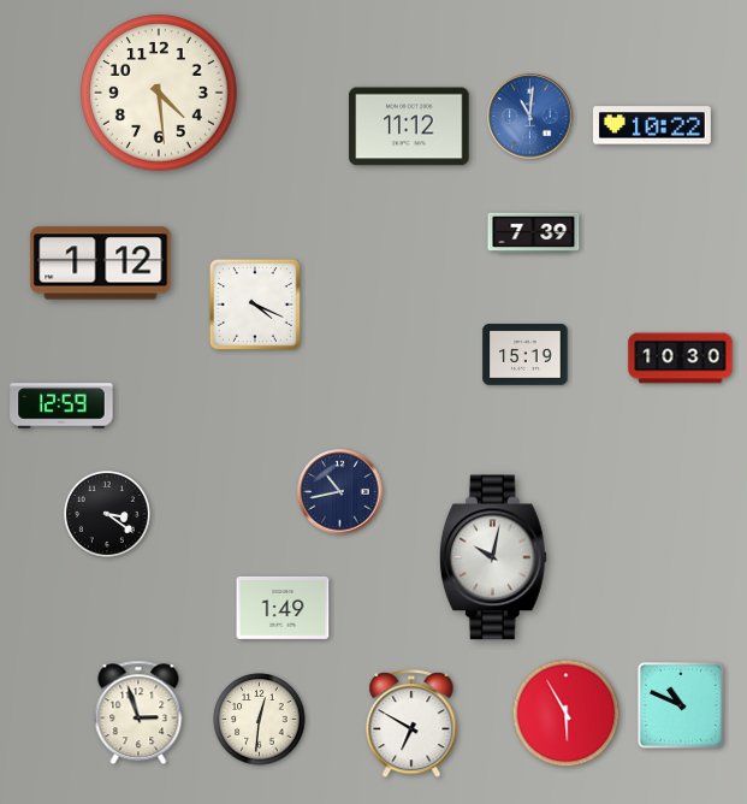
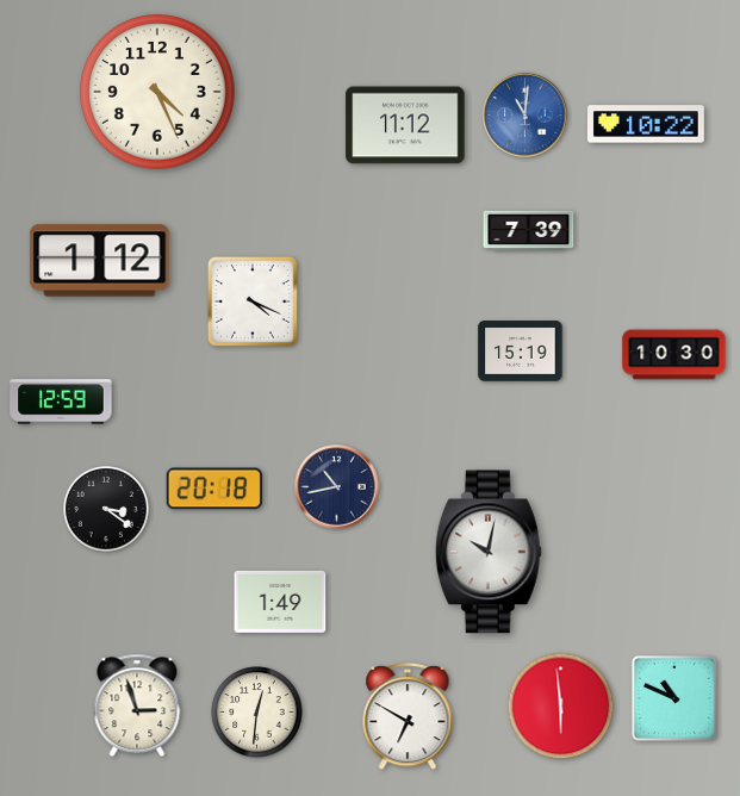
clock at (159, 93): 4:29 -> 4:26
clock at (214, 489): none -> 20:18
clock at (567, 714): 5:55 -> 5:59
